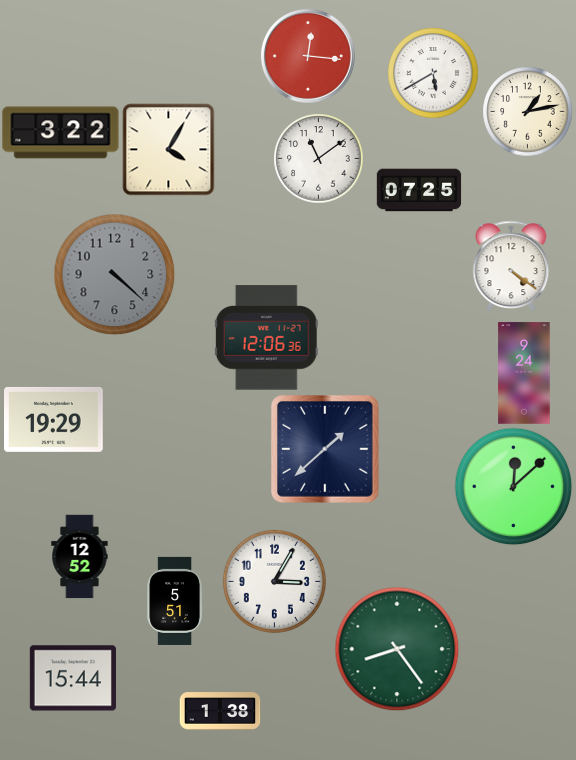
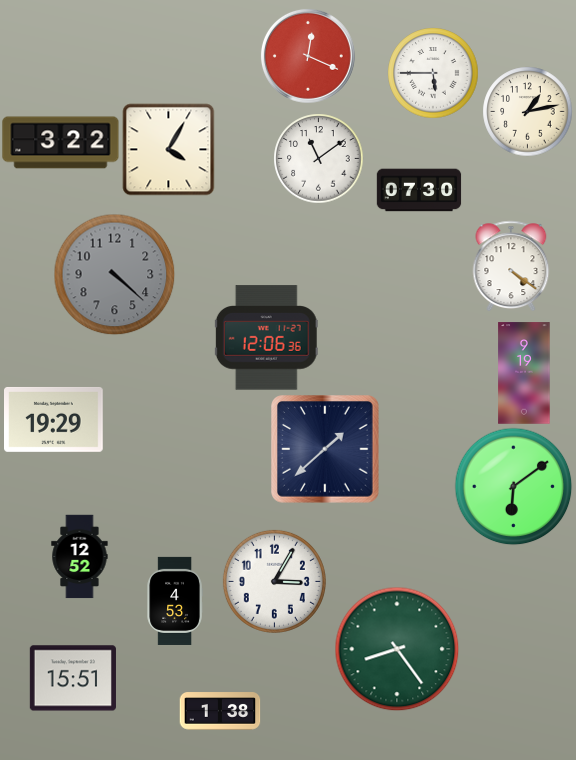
clock at (308, 56): 12:16 -> 12:19
clock at (433, 73): 5:40 -> 5:45
clock at (61, 133) position: (61, 133) -> (61, 143)
clock at (419, 190): 07:25 -> 07:30
clock at (524, 373): 9:24 -> 9:19
clock at (513, 486): 12:08 -> 6:09
clock at (175, 601): 5:51 -> 4:53
clock at (73, 678): 15:44 -> 15:51
